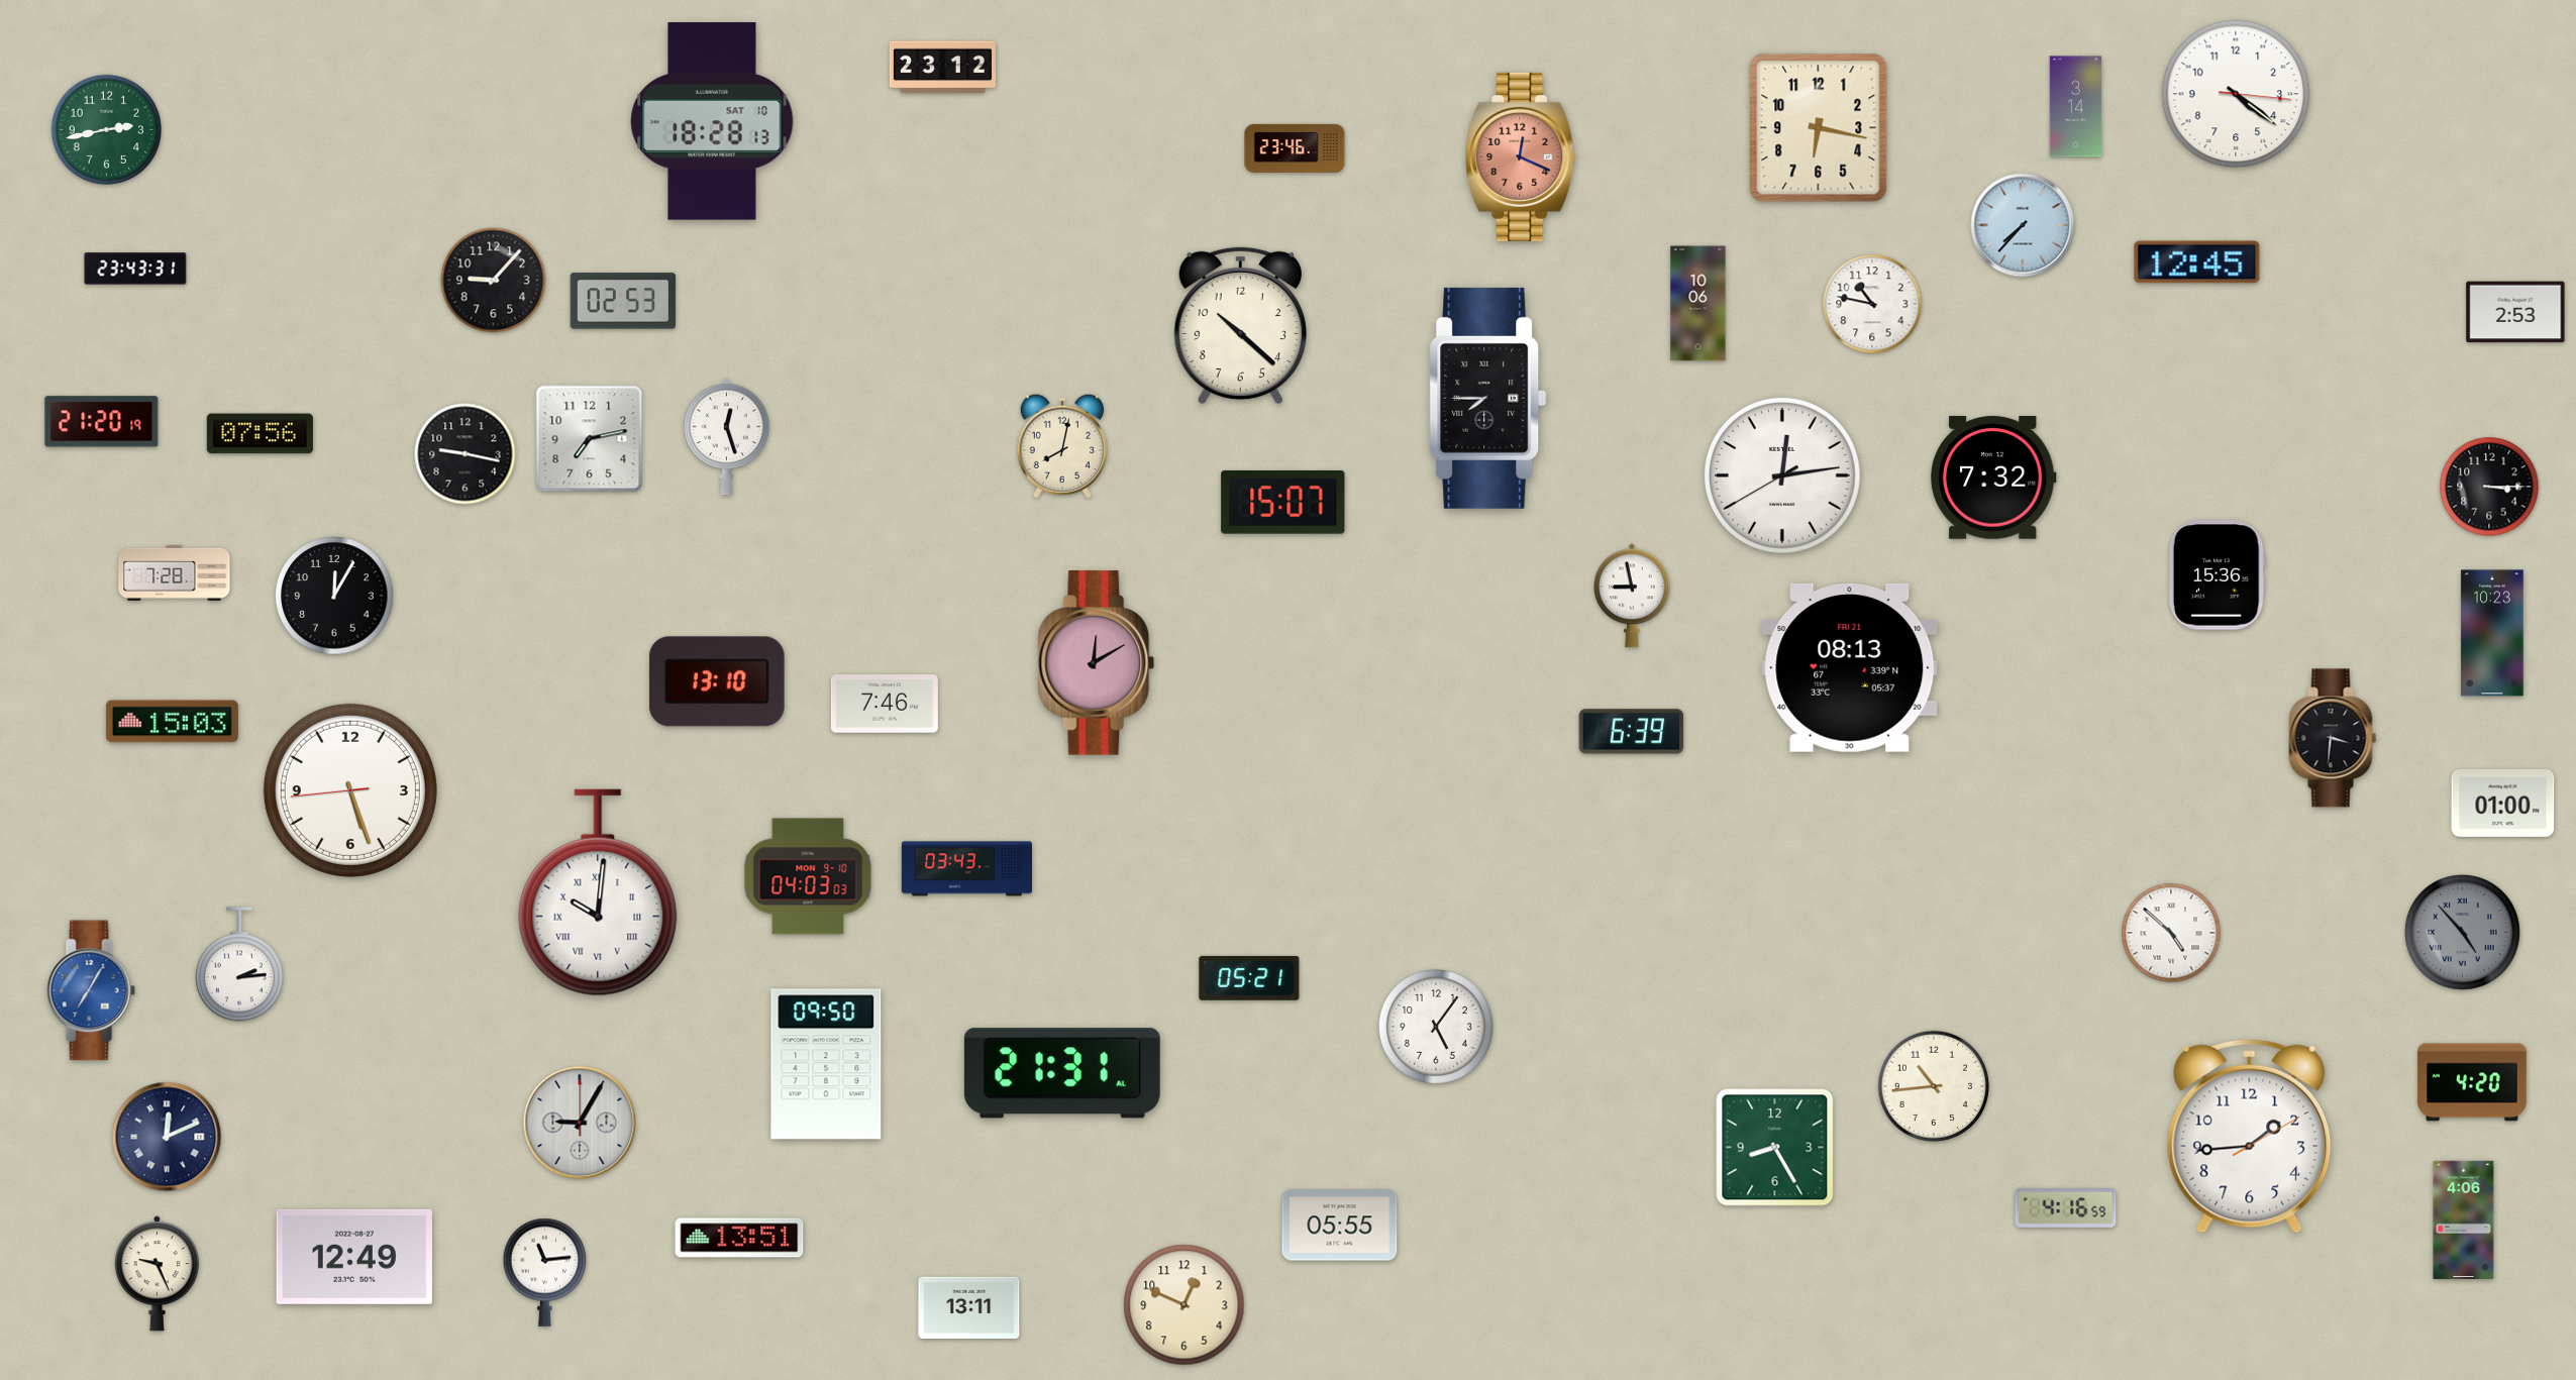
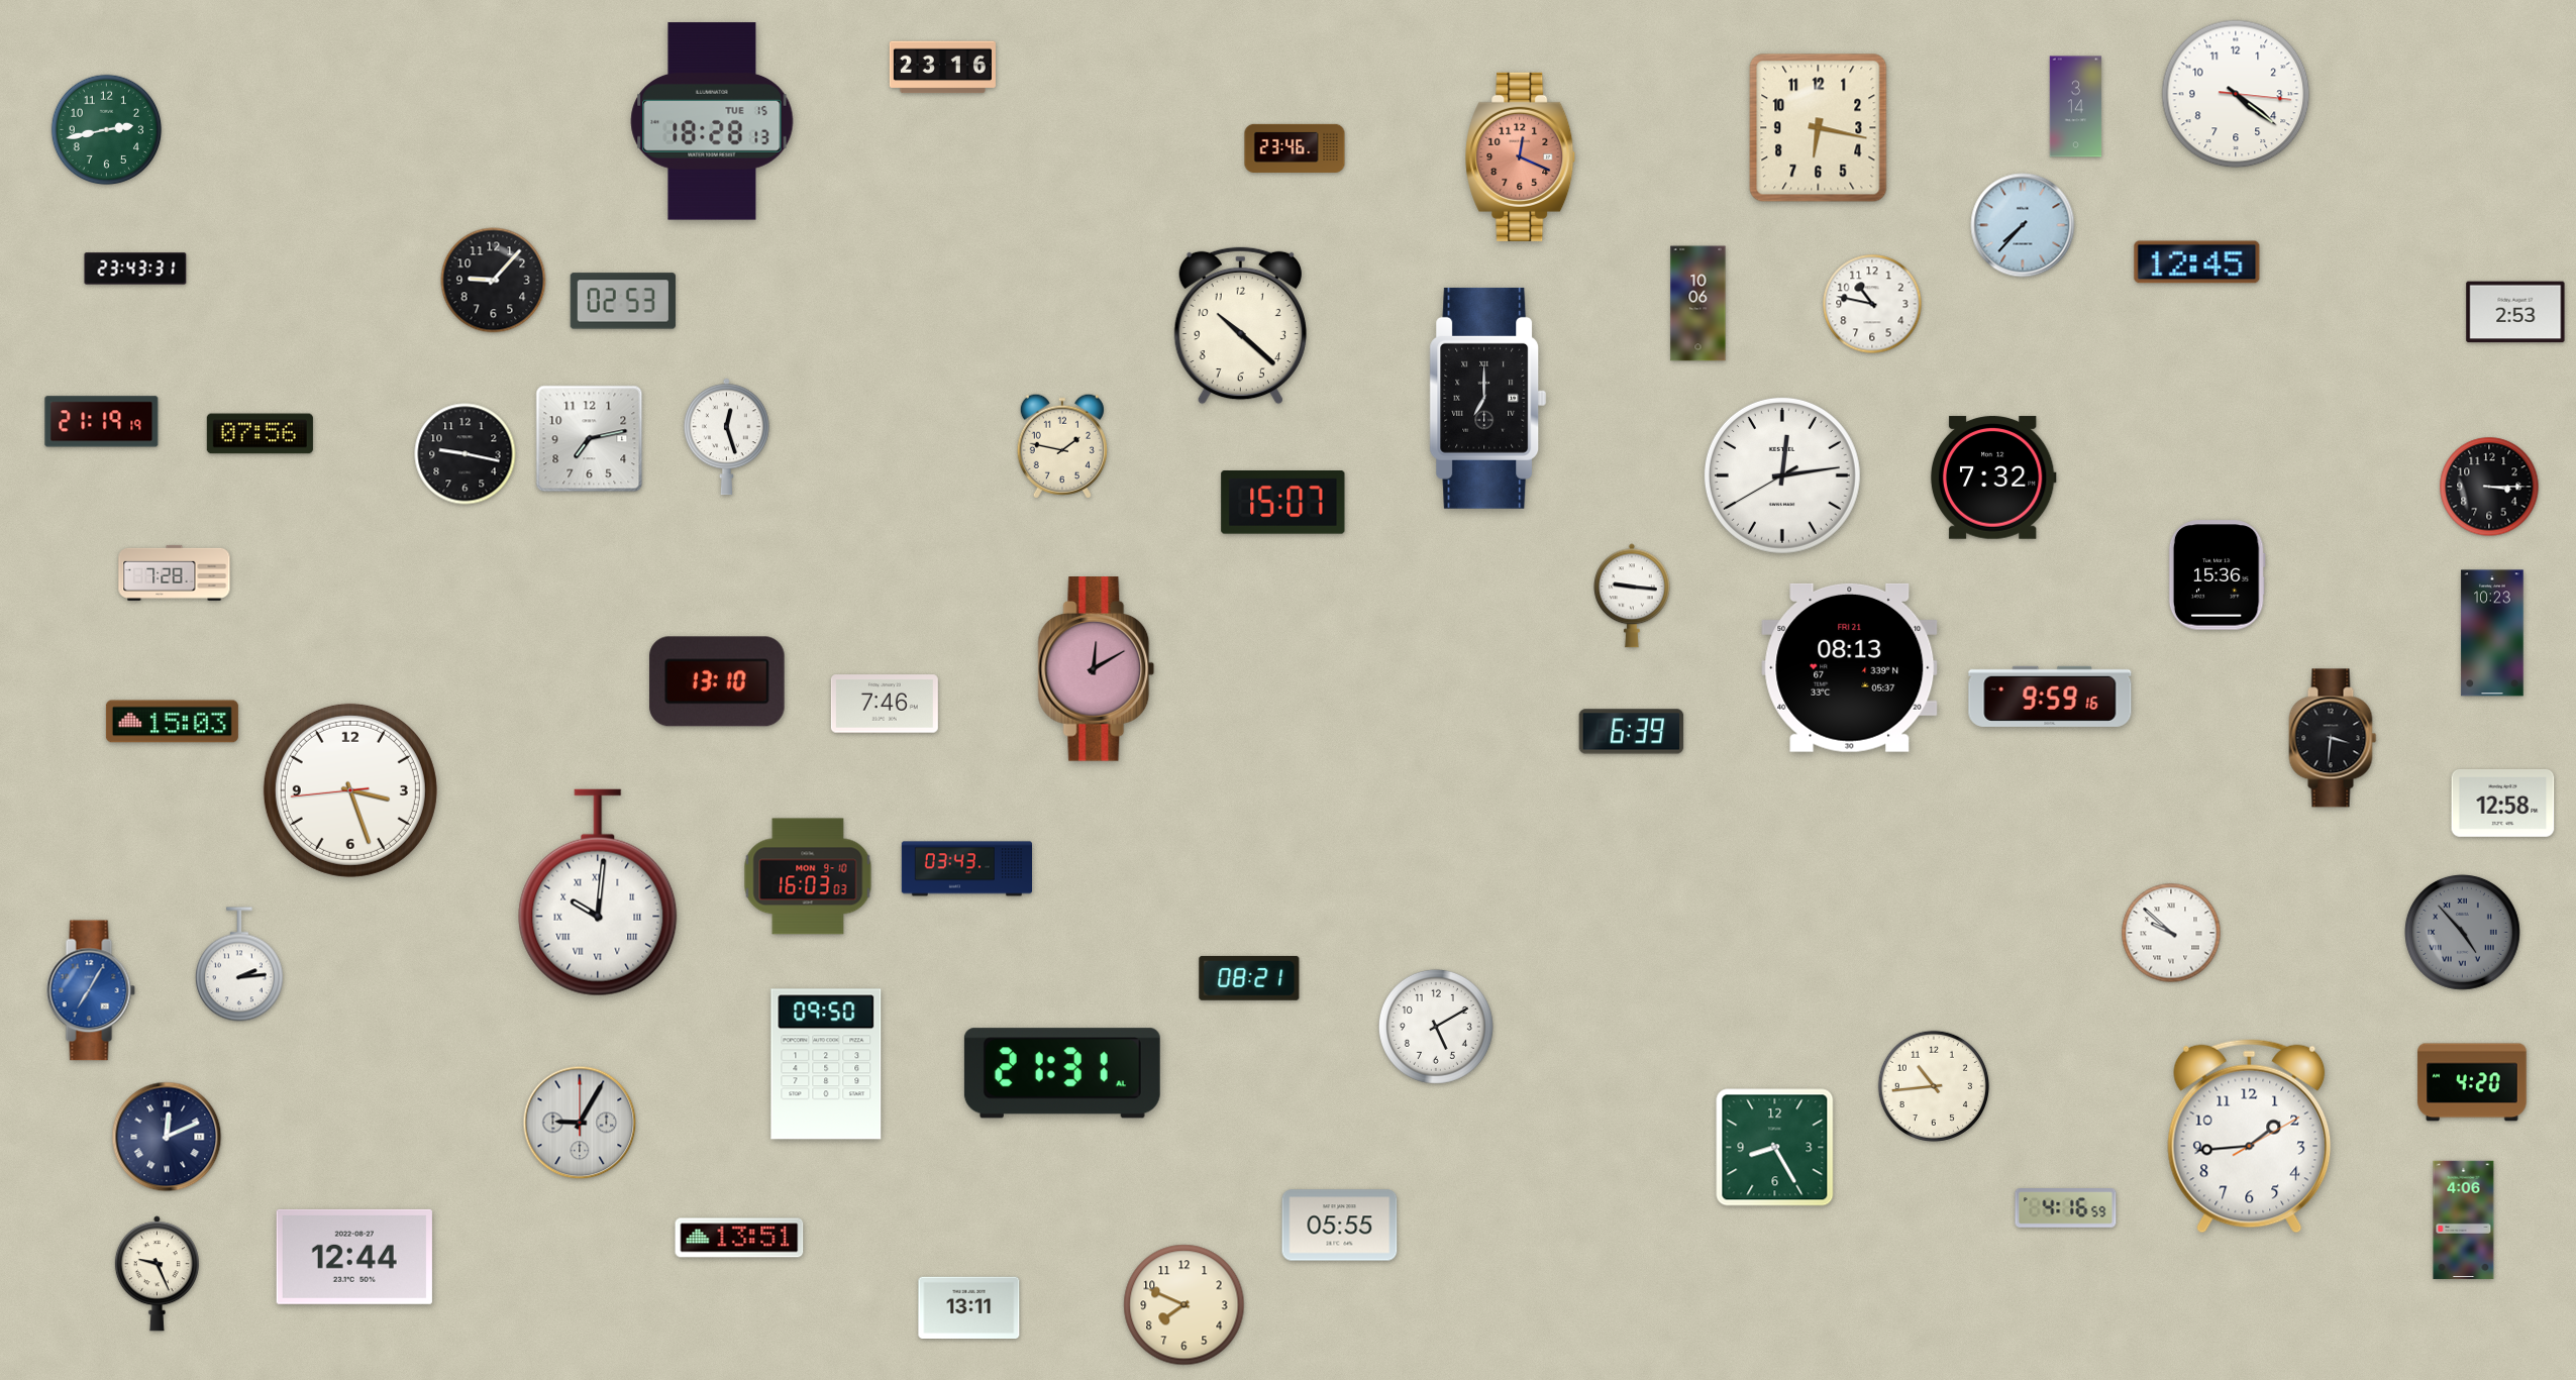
clock at (942, 68): 23:12 -> 23:16
clock at (712, 121) date: SAT 10 -> TUE 15
clock at (1488, 398): 7:45 -> 7:00
clock at (102, 422): 21:20 -> 21:19
clock at (1062, 446): 8:02 -> 1:47
clock at (334, 596): 12:05 -> none
clock at (1633, 596): 8:58 -> 9:16
clock at (1097, 663) position: (1097, 663) -> (1097, 669)
clock at (2050, 697): none -> 9:59
clock at (350, 790): 5:26 -> 3:26
clock at (2503, 803): 01:00 -> 12:58
clock at (808, 876): 04:03 -> 16:03
clock at (2171, 933): 4:52 -> 9:52
clock at (1249, 978): 05:21 -> 08:21
clock at (1436, 1027): 5:06 -> 5:10
clock at (354, 1257): 12:49 -> 12:44
clock at (545, 1272): 11:14 -> none
clock at (1184, 1305): 12:49 -> 7:49
